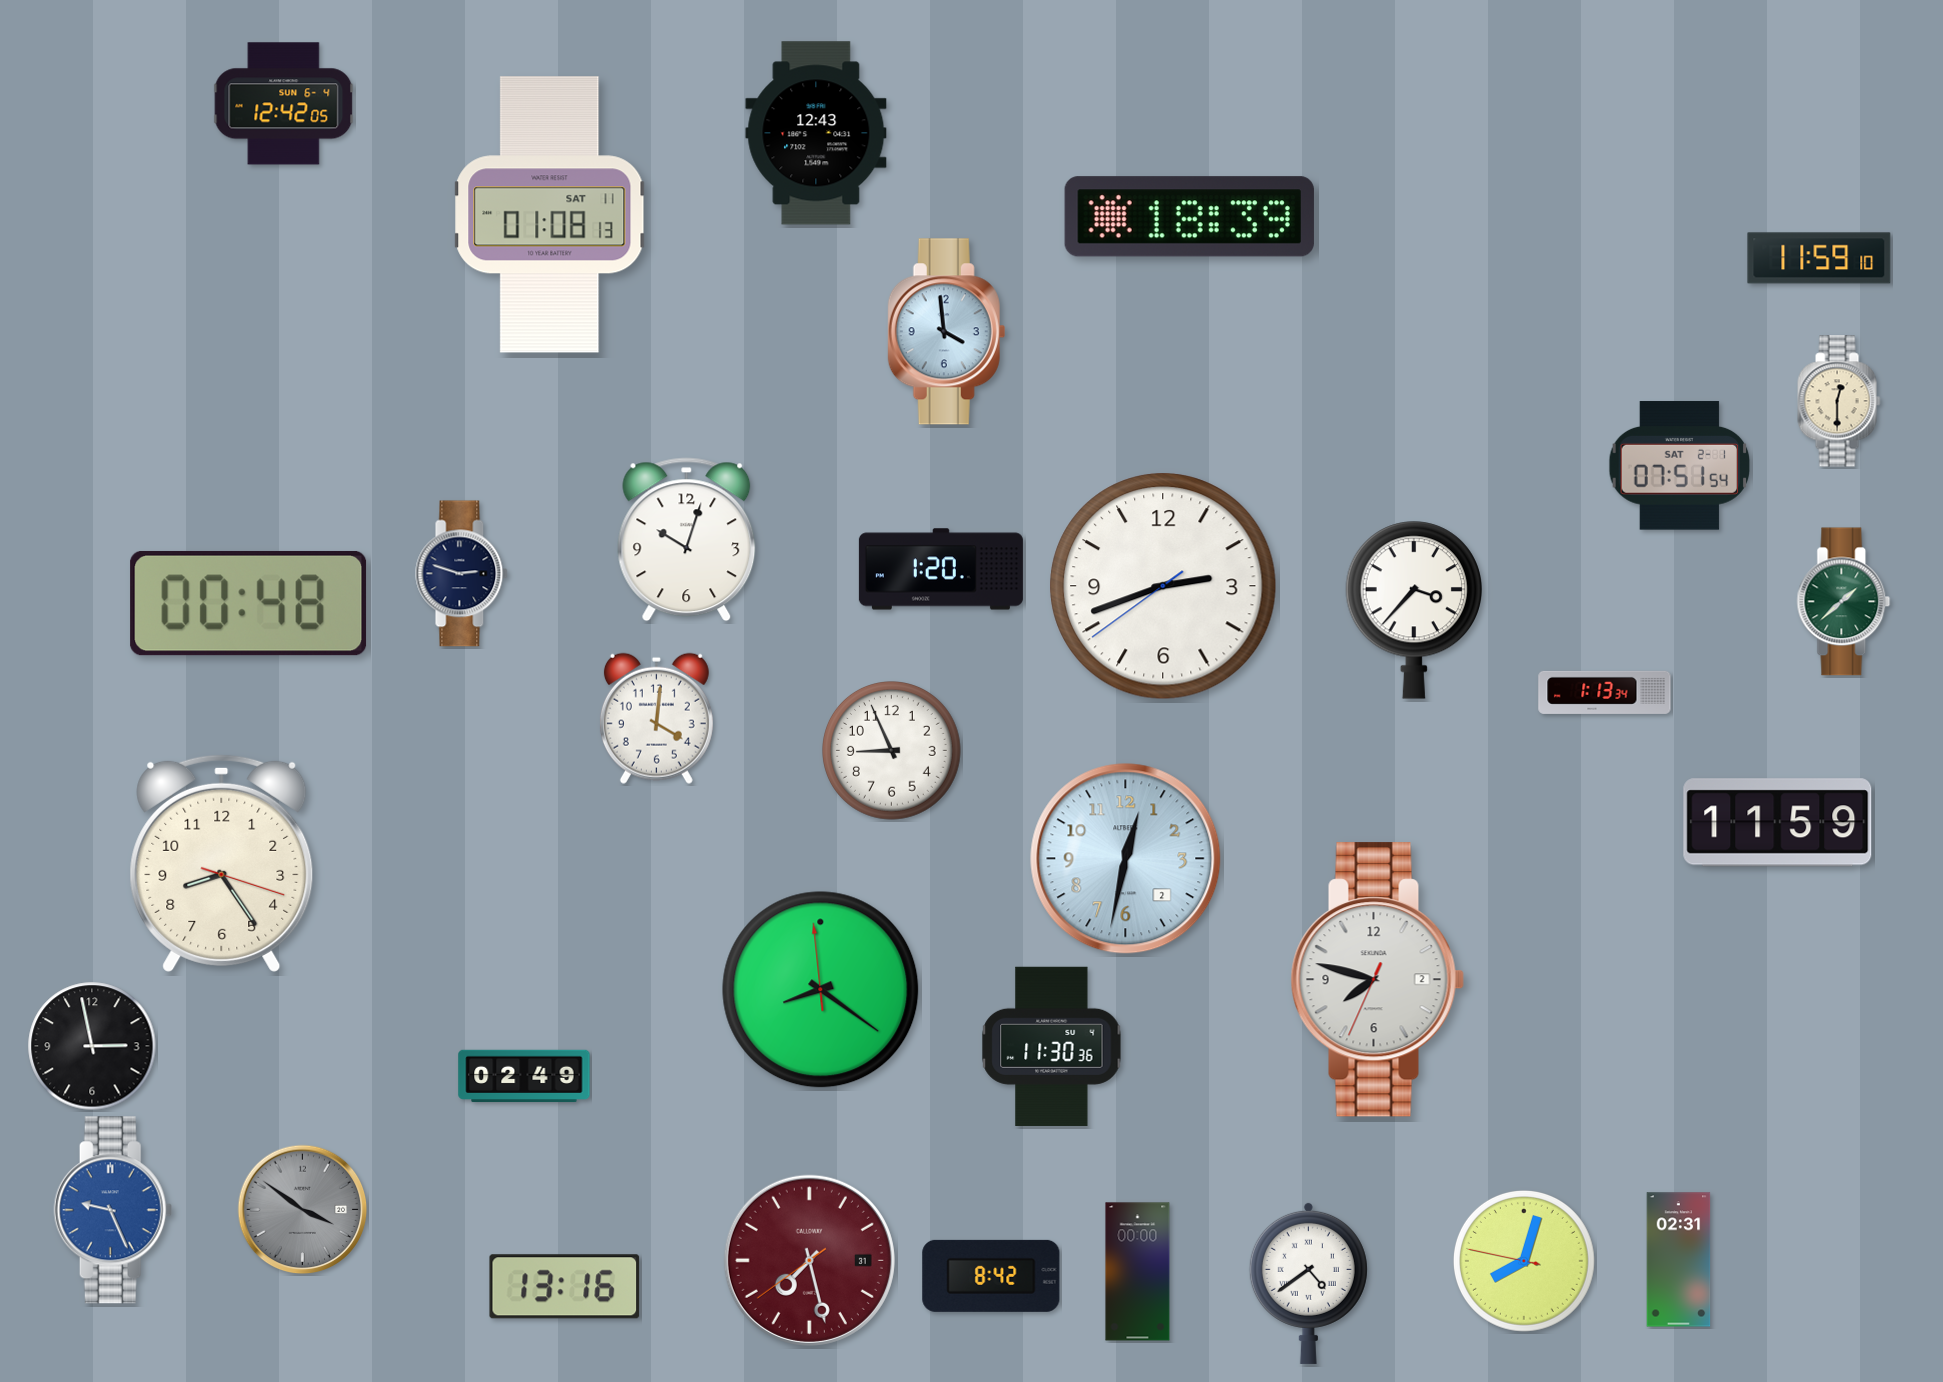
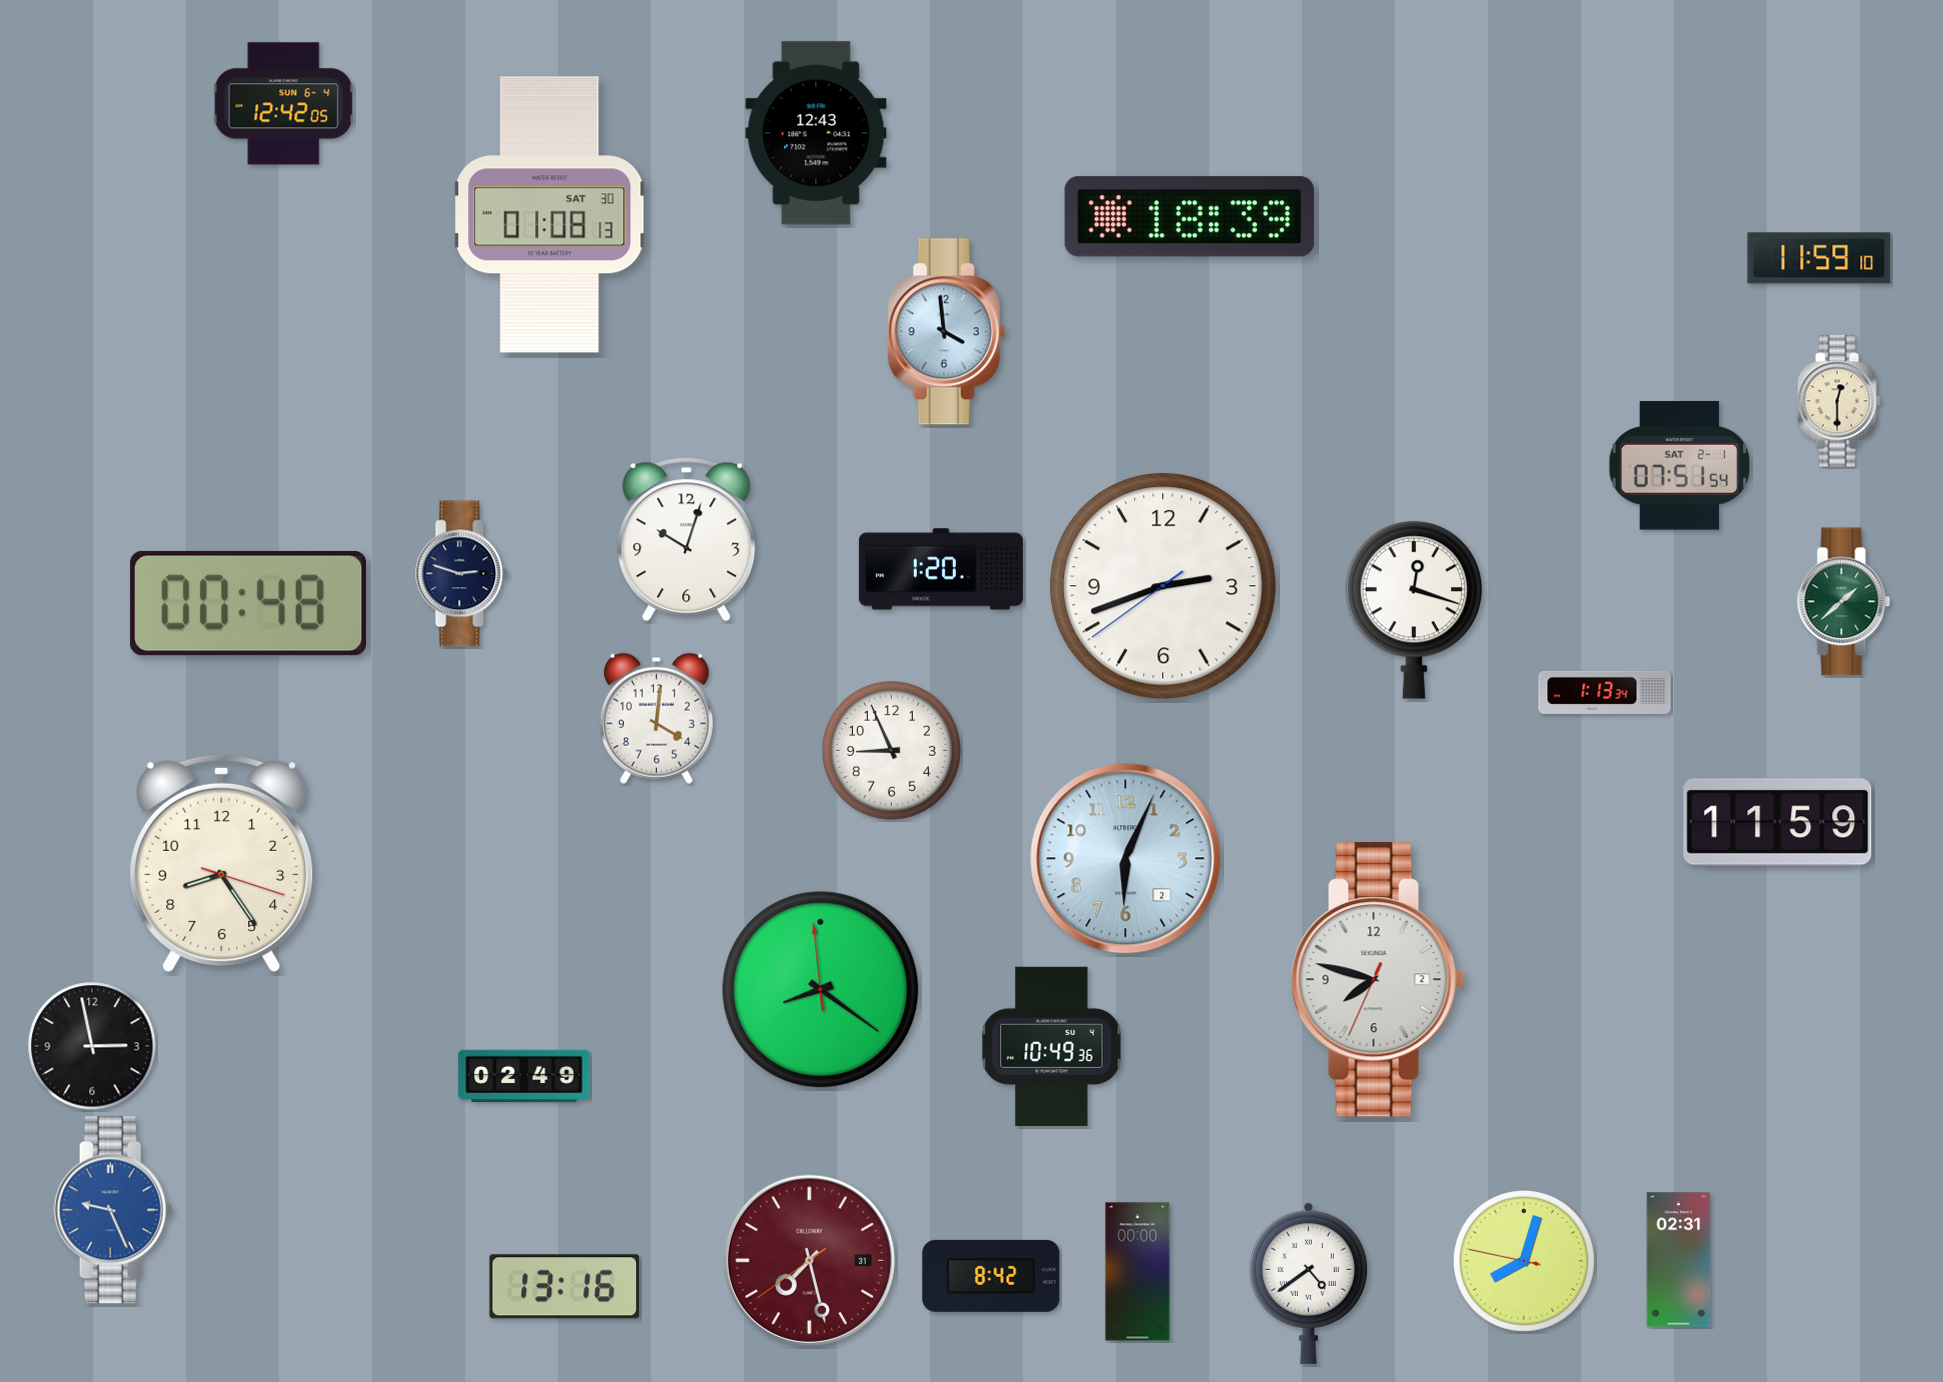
clock at (550, 215) date: SAT 11 -> SAT 30
clock at (1413, 610): 3:37 -> 12:18
clock at (1126, 859): 12:32 -> 6:04
clock at (1052, 1046): 11:30 -> 10:49
clock at (303, 1210): 3:51 -> none
